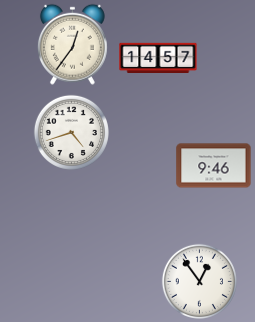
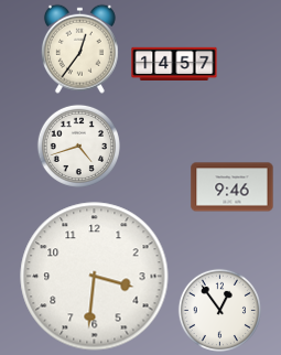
clock at (214, 166) position: (214, 166) -> (233, 187)
clock at (95, 277): none -> 3:31
